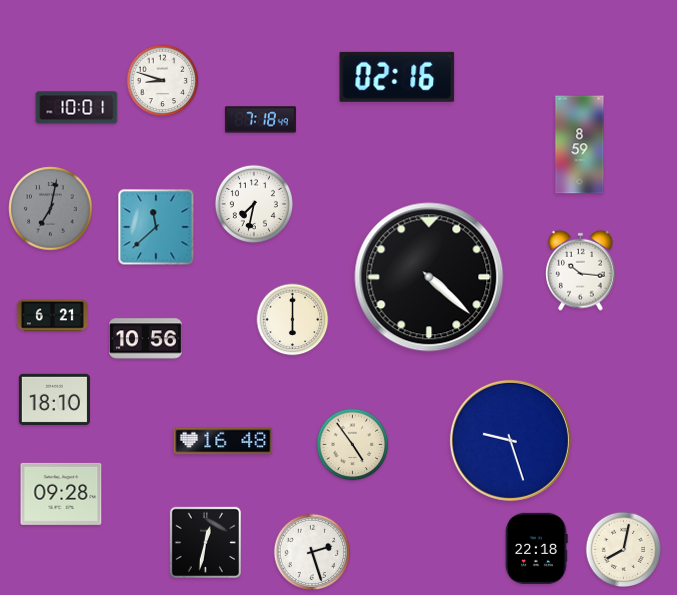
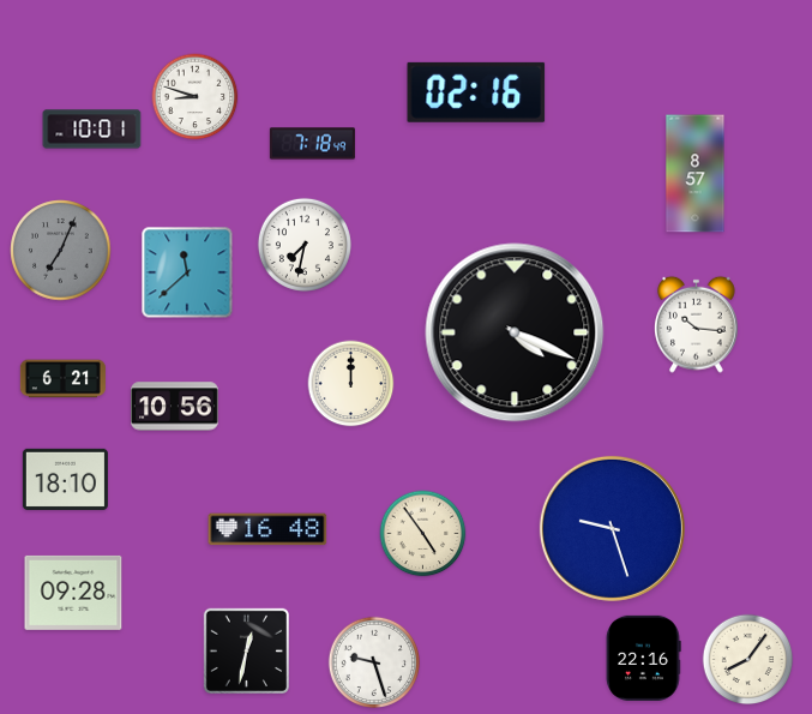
clock at (580, 145): 8:59 -> 8:57
clock at (51, 209): 7:02 -> 7:04
clock at (429, 277): 4:22 -> 4:19
clock at (293, 320): 6:00 -> 12:00
clock at (536, 548): 22:18 -> 22:16
clock at (624, 550): 8:02 -> 8:06
clock at (311, 551): 2:27 -> 9:27
